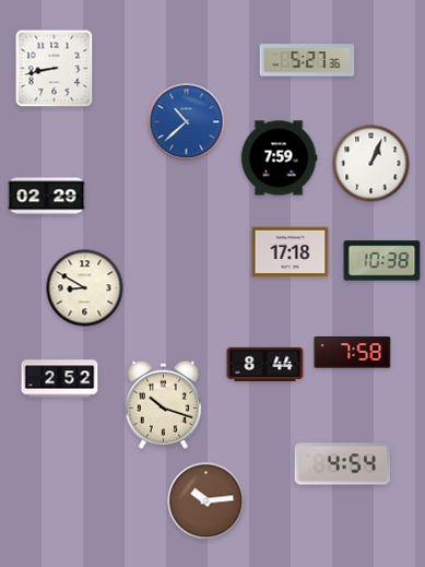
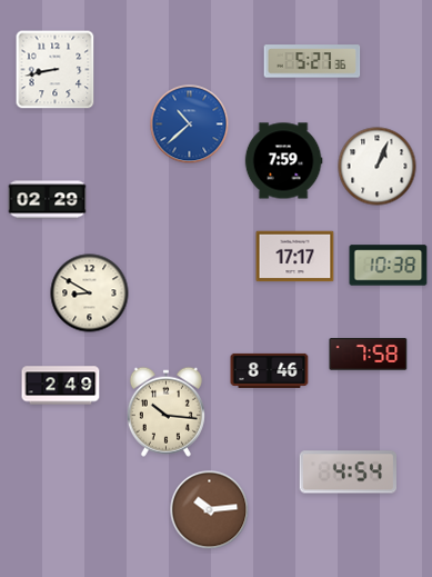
clock at (291, 252): 17:18 -> 17:17
clock at (85, 288) position: (85, 288) -> (90, 294)
clock at (353, 353) position: (353, 353) -> (369, 355)
clock at (265, 364): 8:44 -> 8:46
clock at (60, 379): 2:52 -> 2:49
clock at (163, 404): 10:18 -> 10:16
